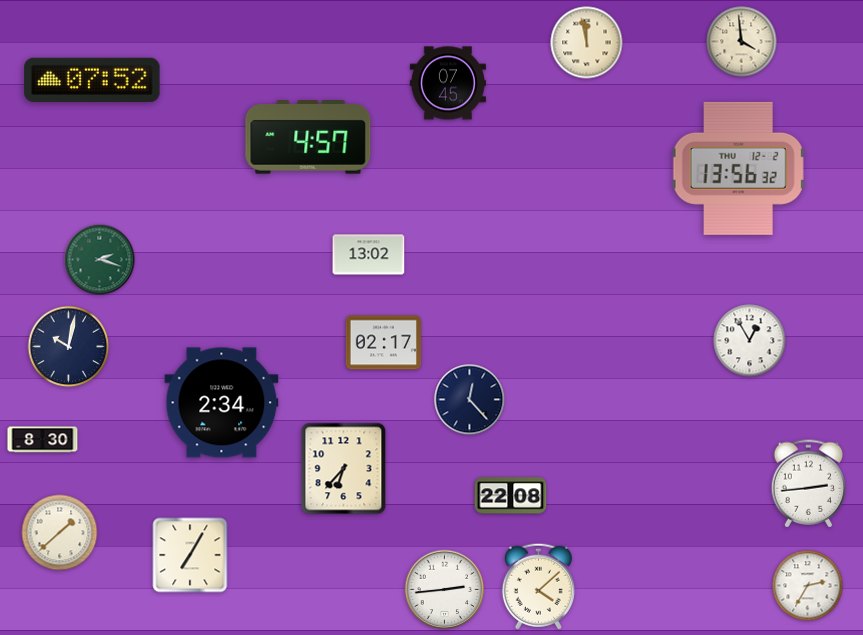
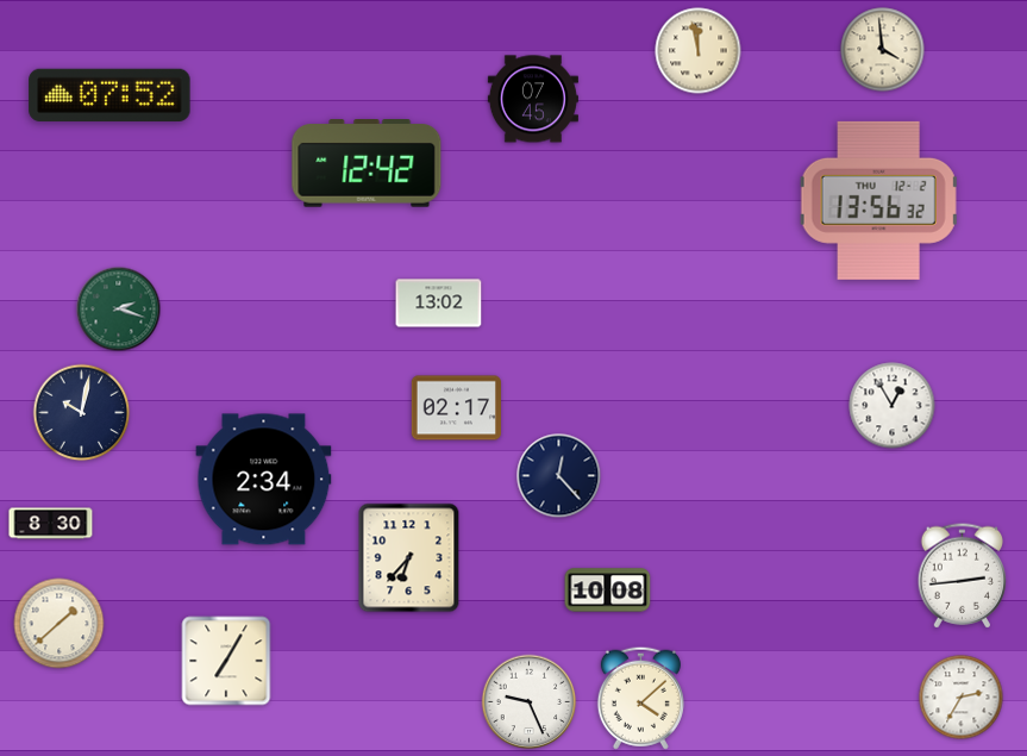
clock at (308, 138): 4:57 -> 12:42
clock at (511, 496): 22:08 -> 10:08
clock at (60, 533) position: (60, 533) -> (60, 624)
clock at (445, 590): 2:44 -> 9:26
